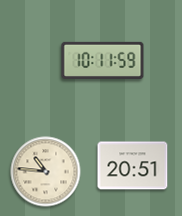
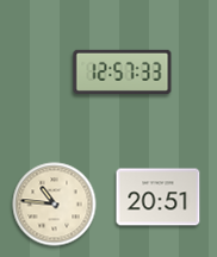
clock at (103, 60): 10:11 -> 12:57
